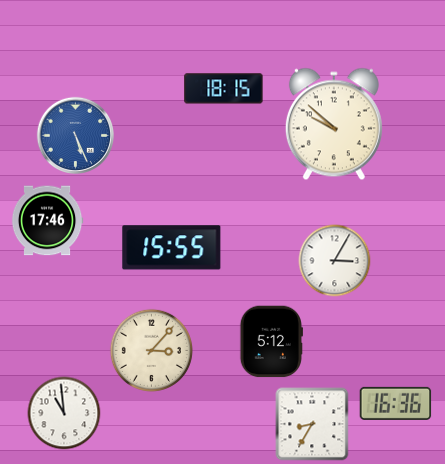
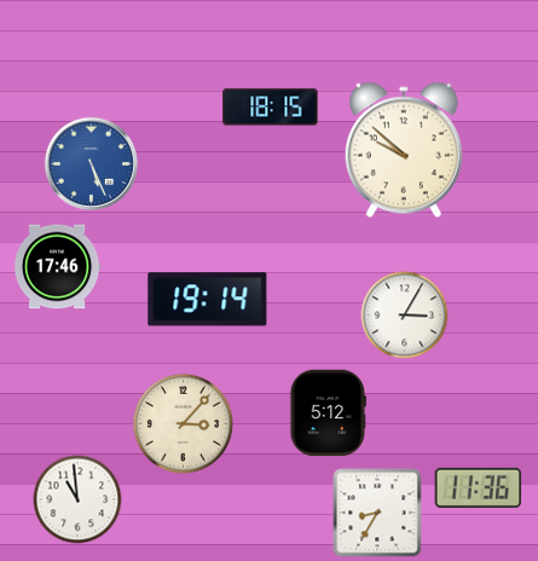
clock at (172, 248): 15:55 -> 19:14
clock at (396, 403): 16:36 -> 11:36
